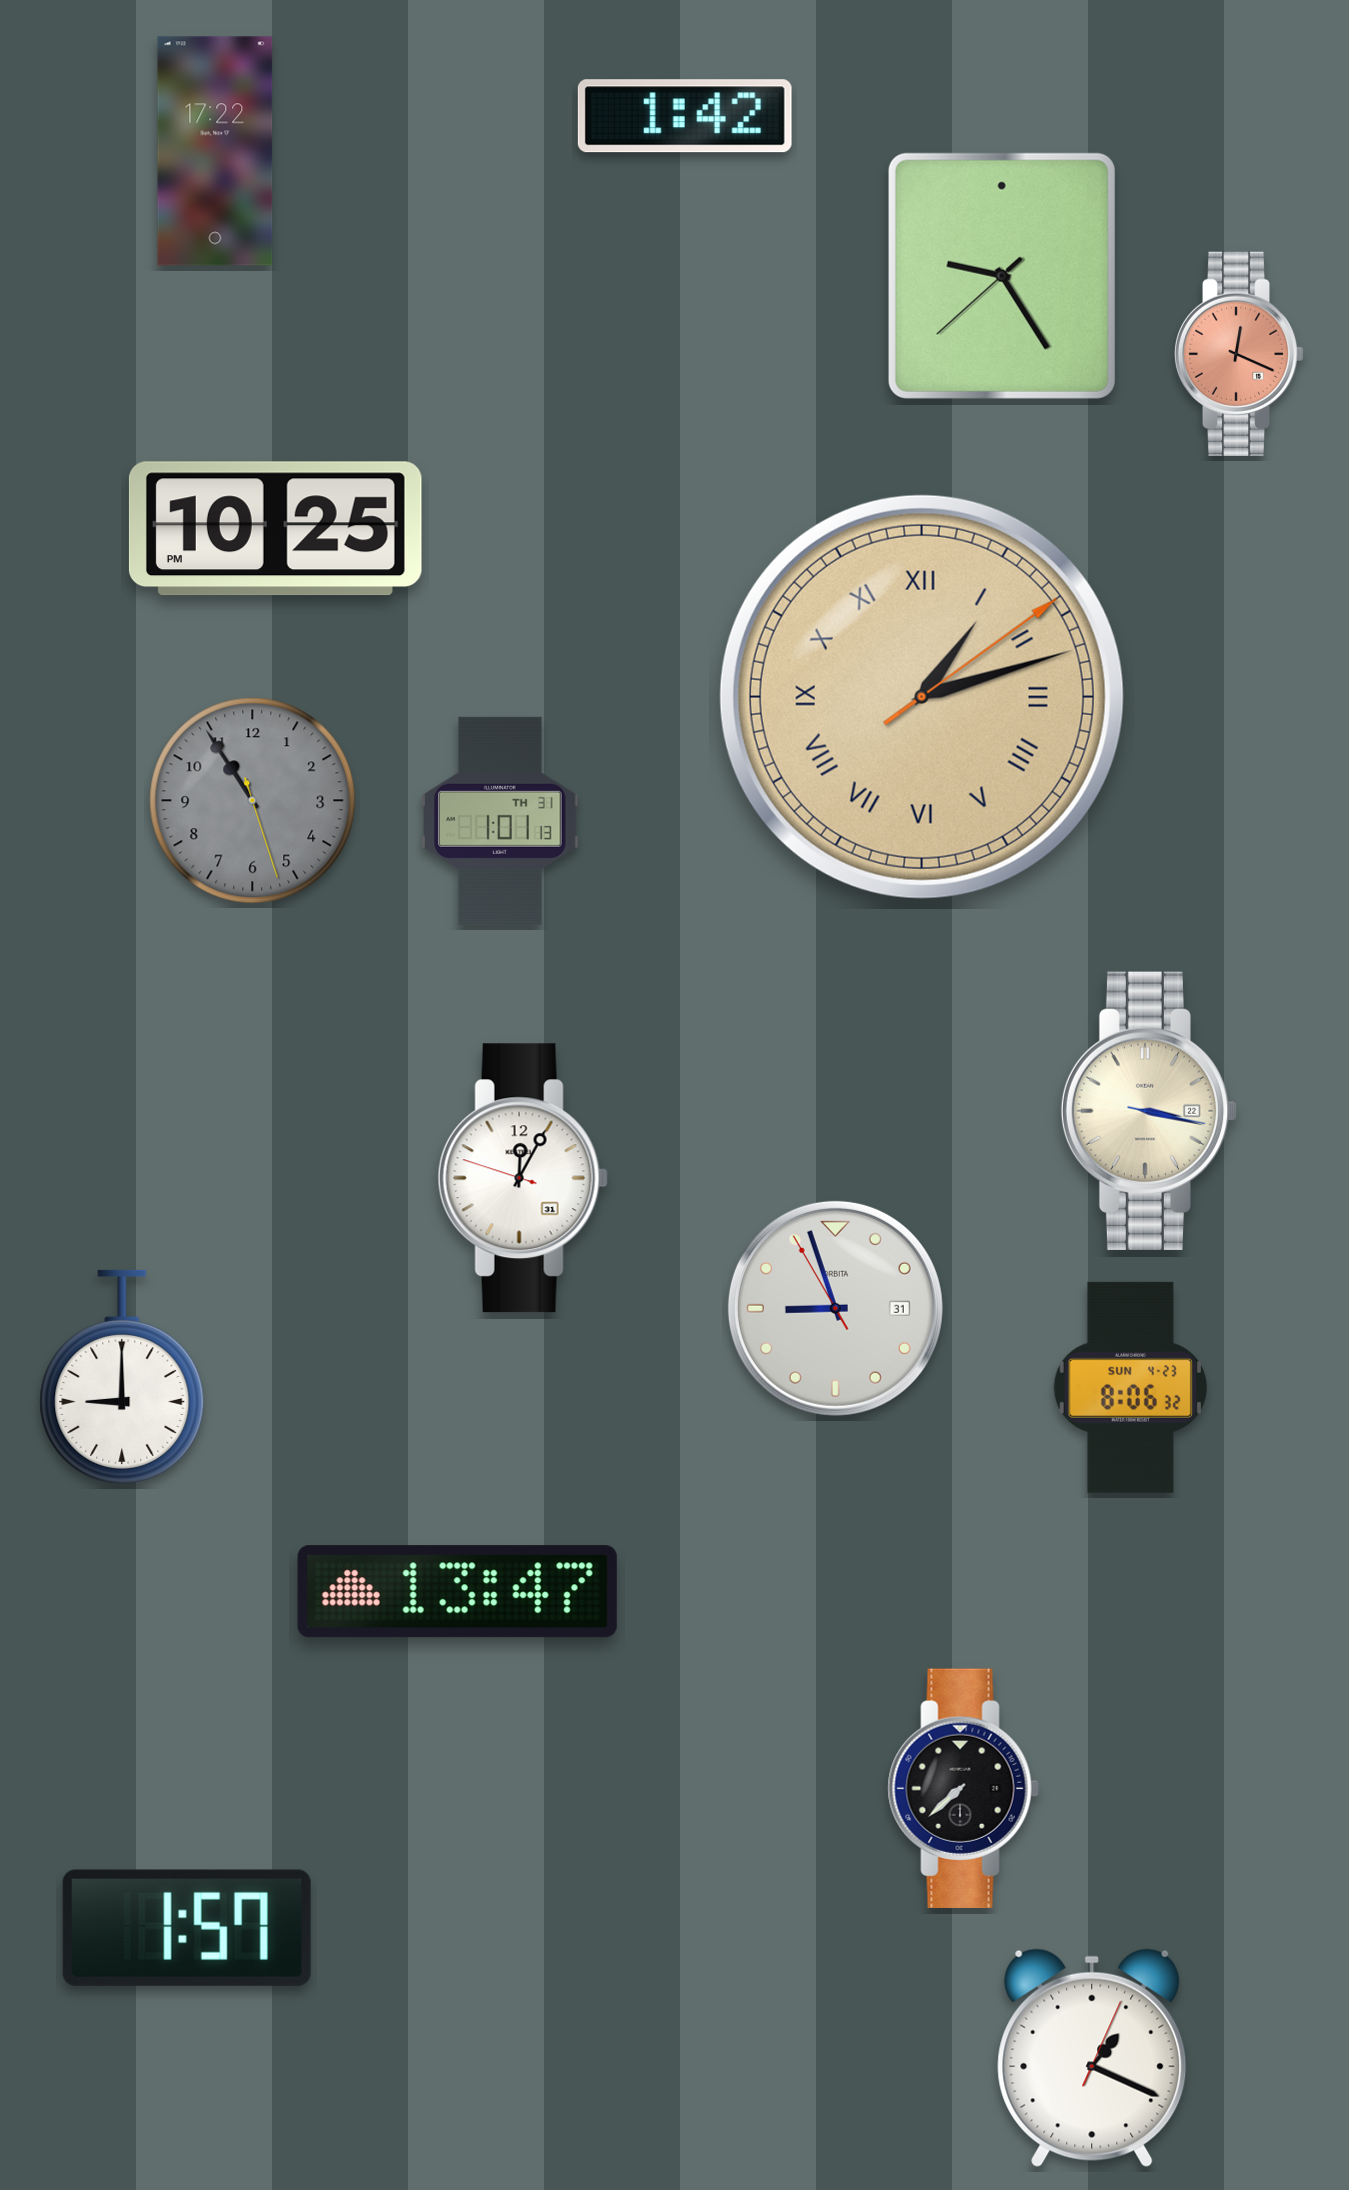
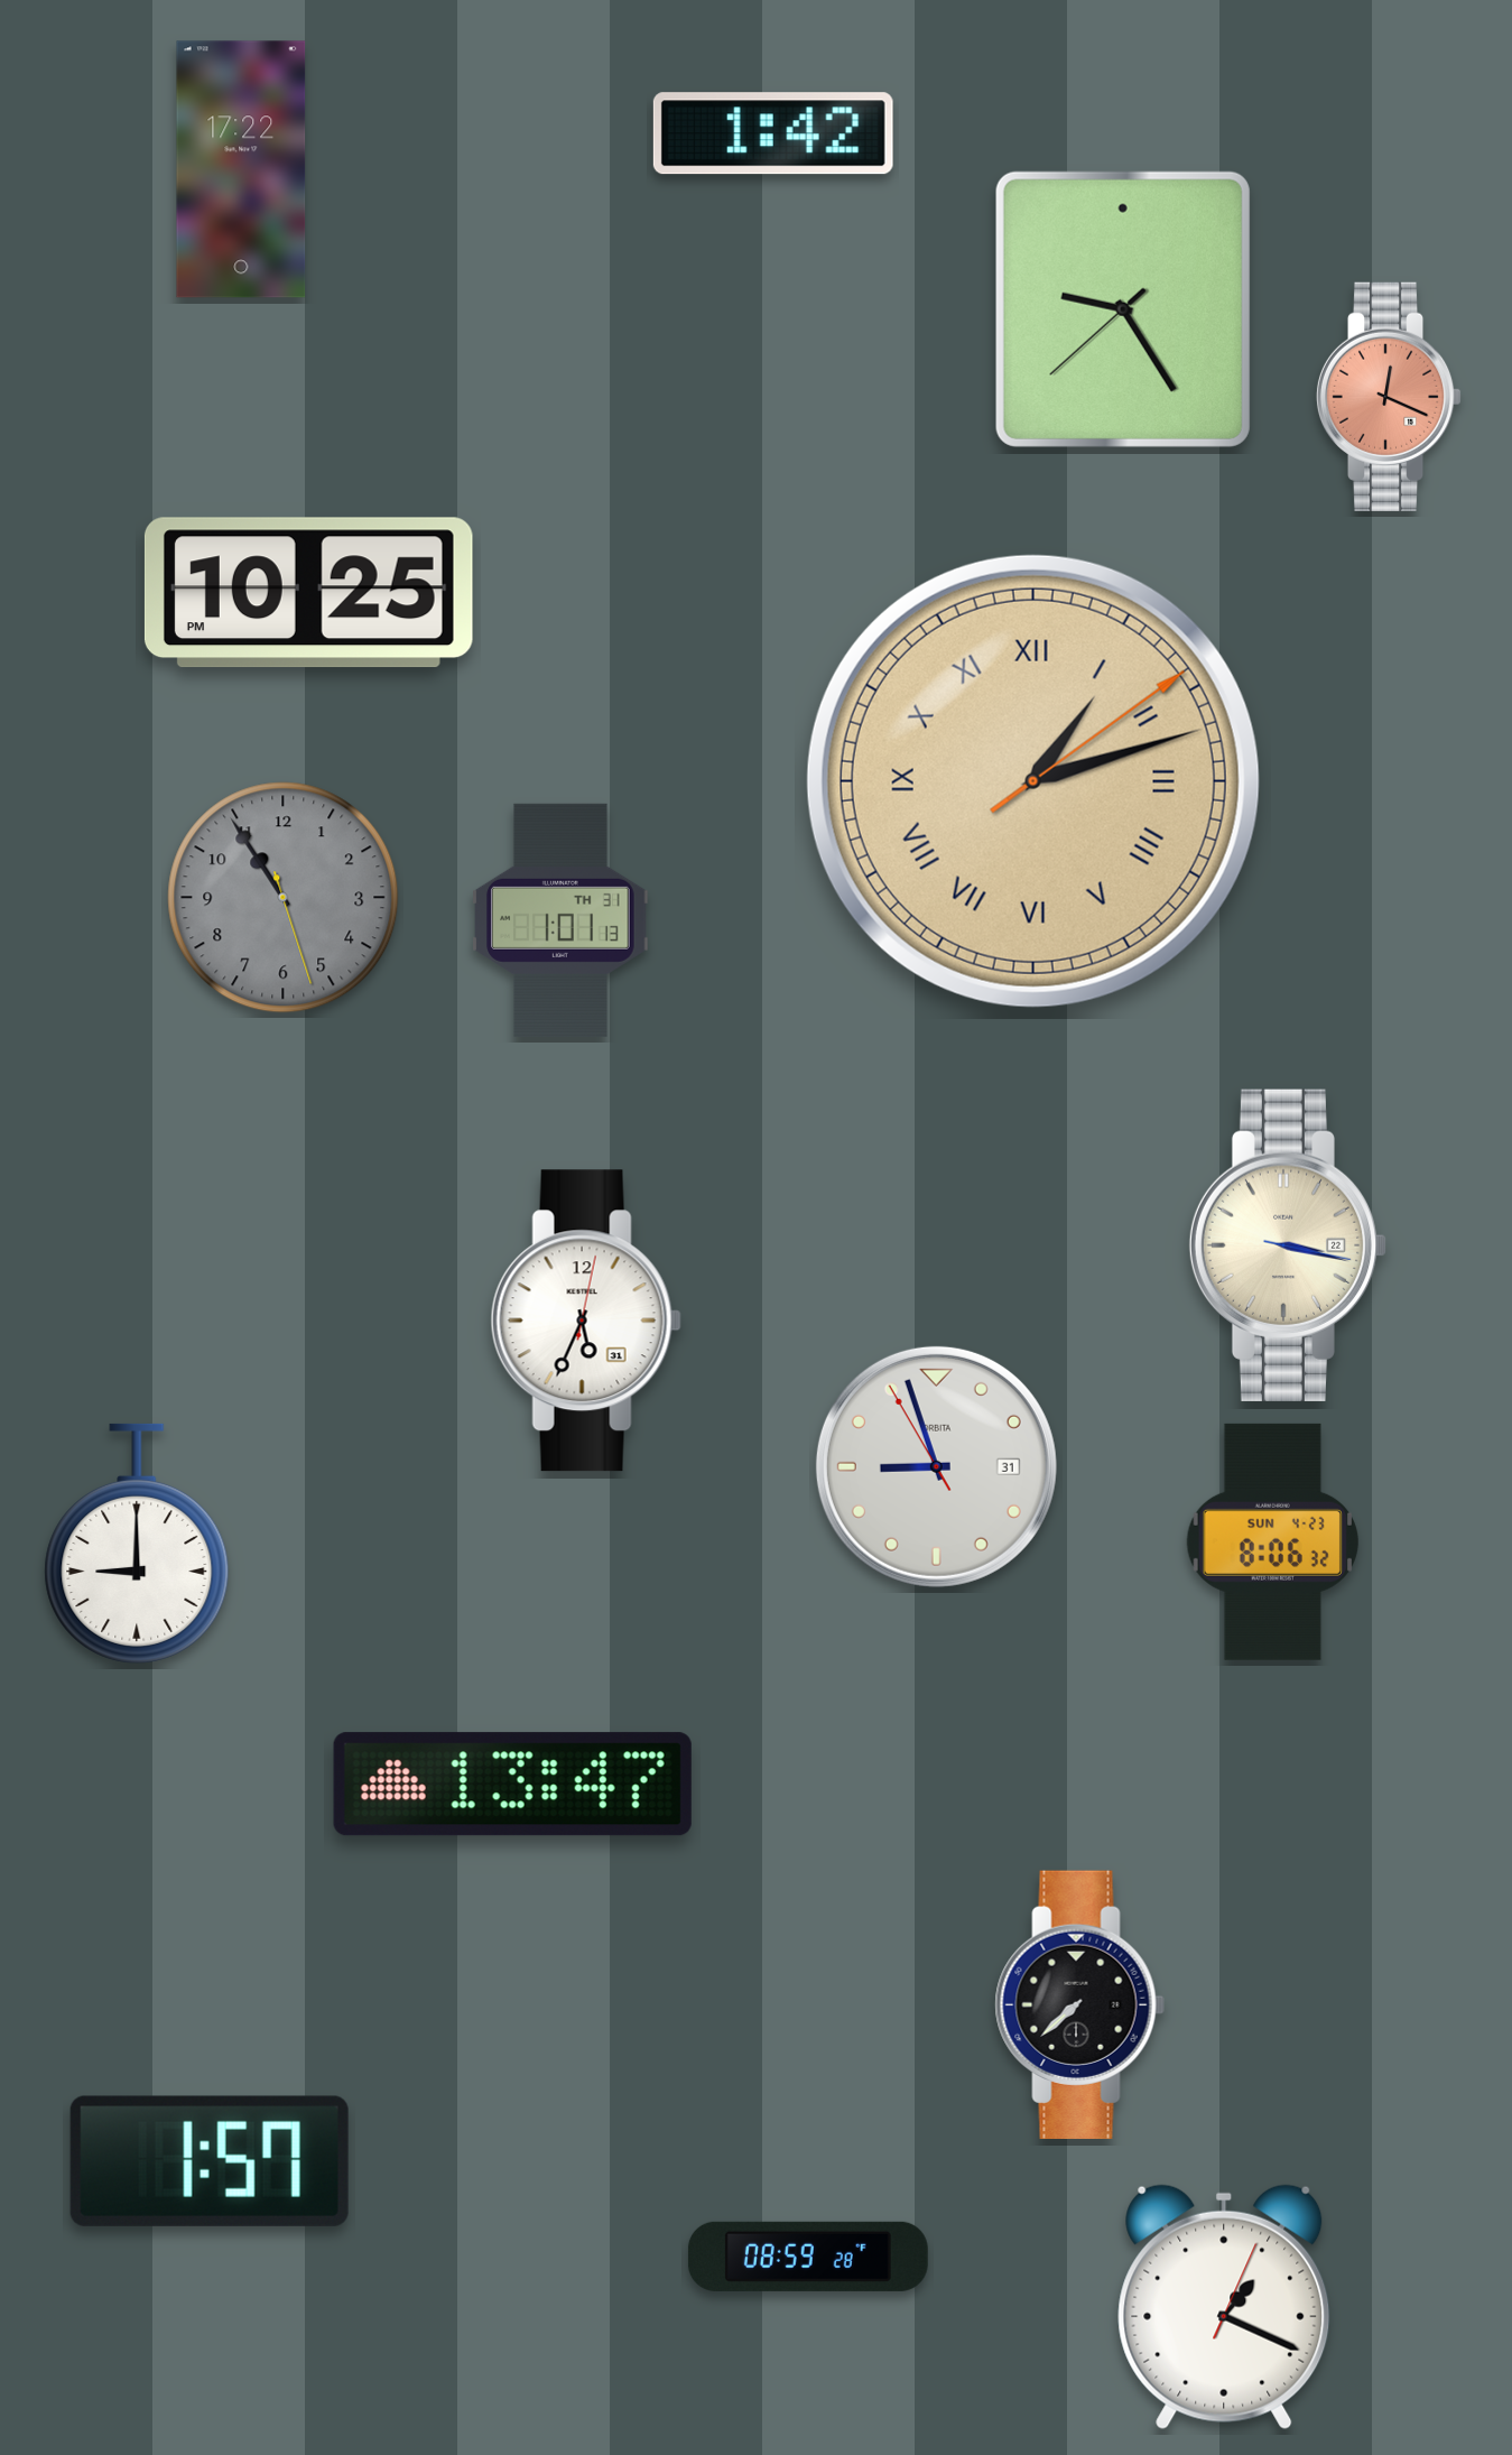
clock at (685, 116) position: (685, 116) -> (773, 133)
clock at (523, 1178): 12:04 -> 5:34
clock at (1130, 1387) position: (1130, 1387) -> (1272, 1541)
clock at (808, 2257): none -> 08:59
